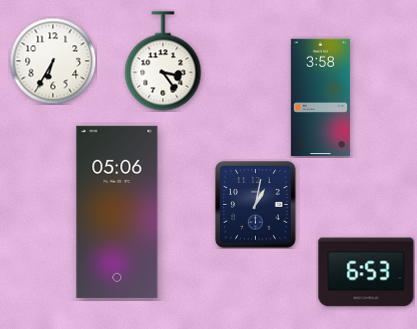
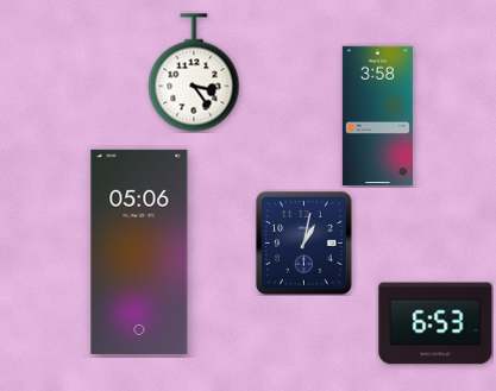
clock at (53, 61): 6:35 -> none
clock at (320, 98) position: (320, 98) -> (377, 116)
